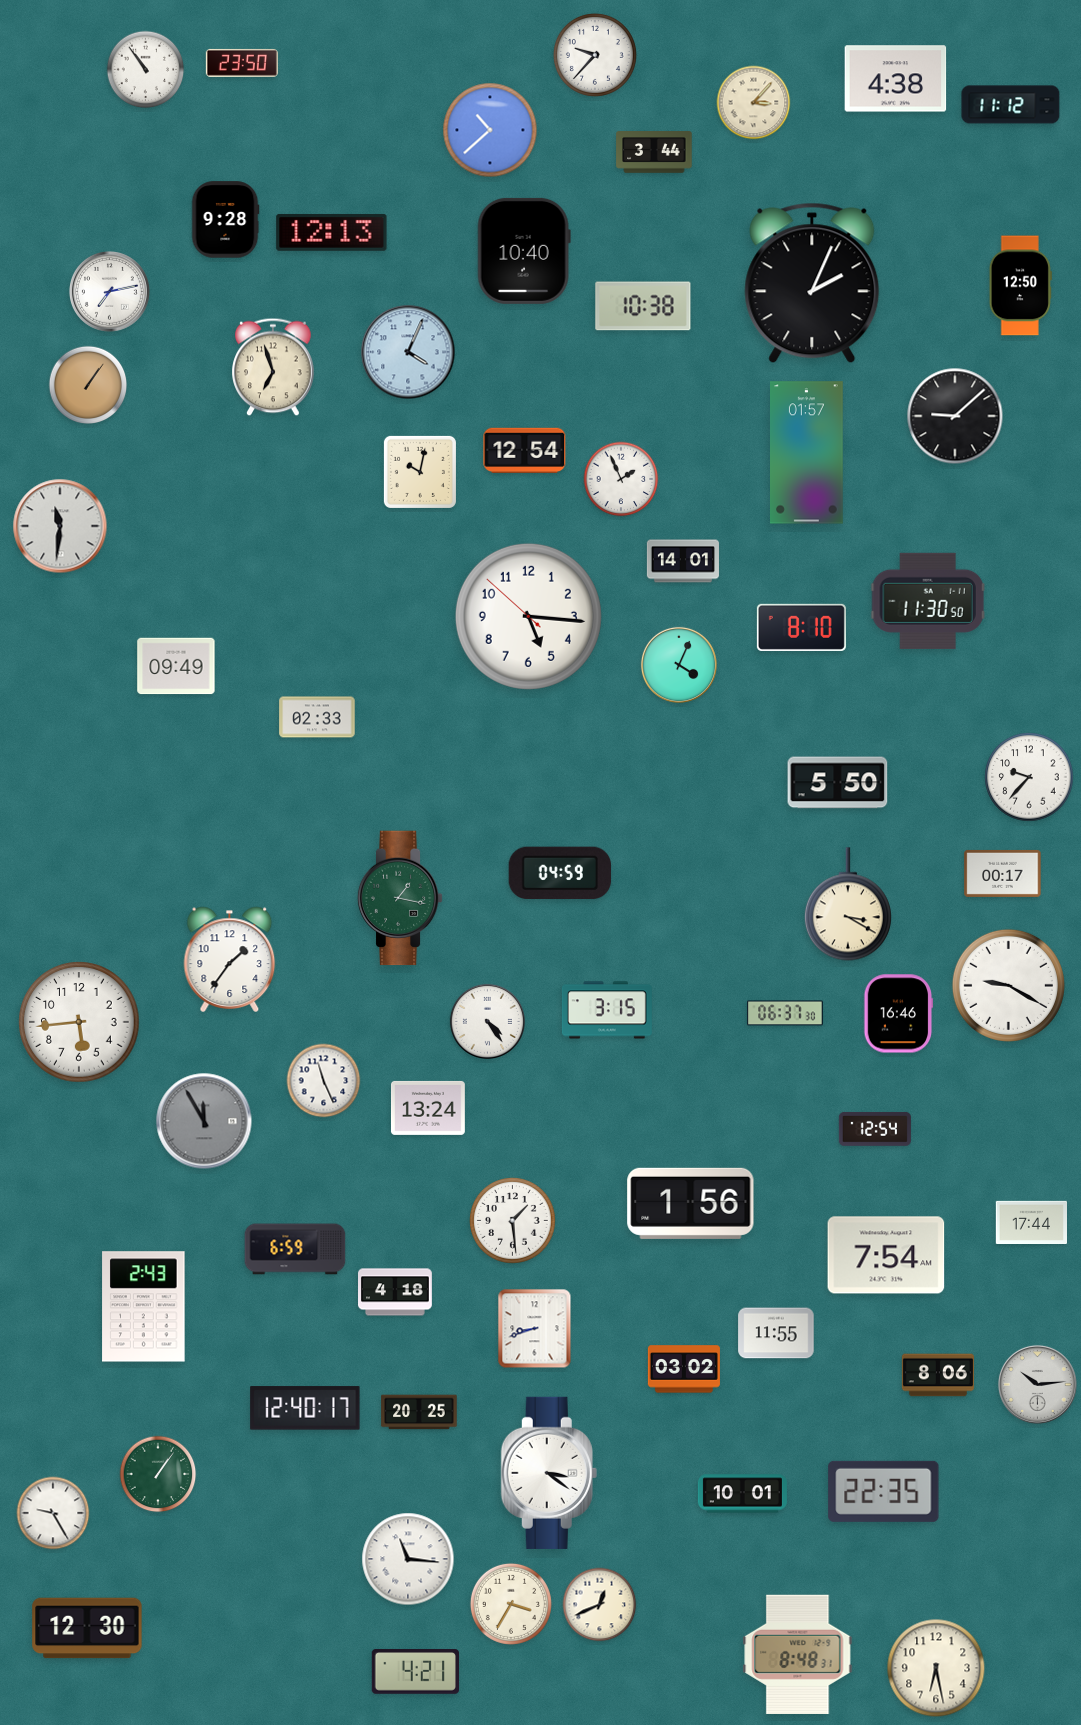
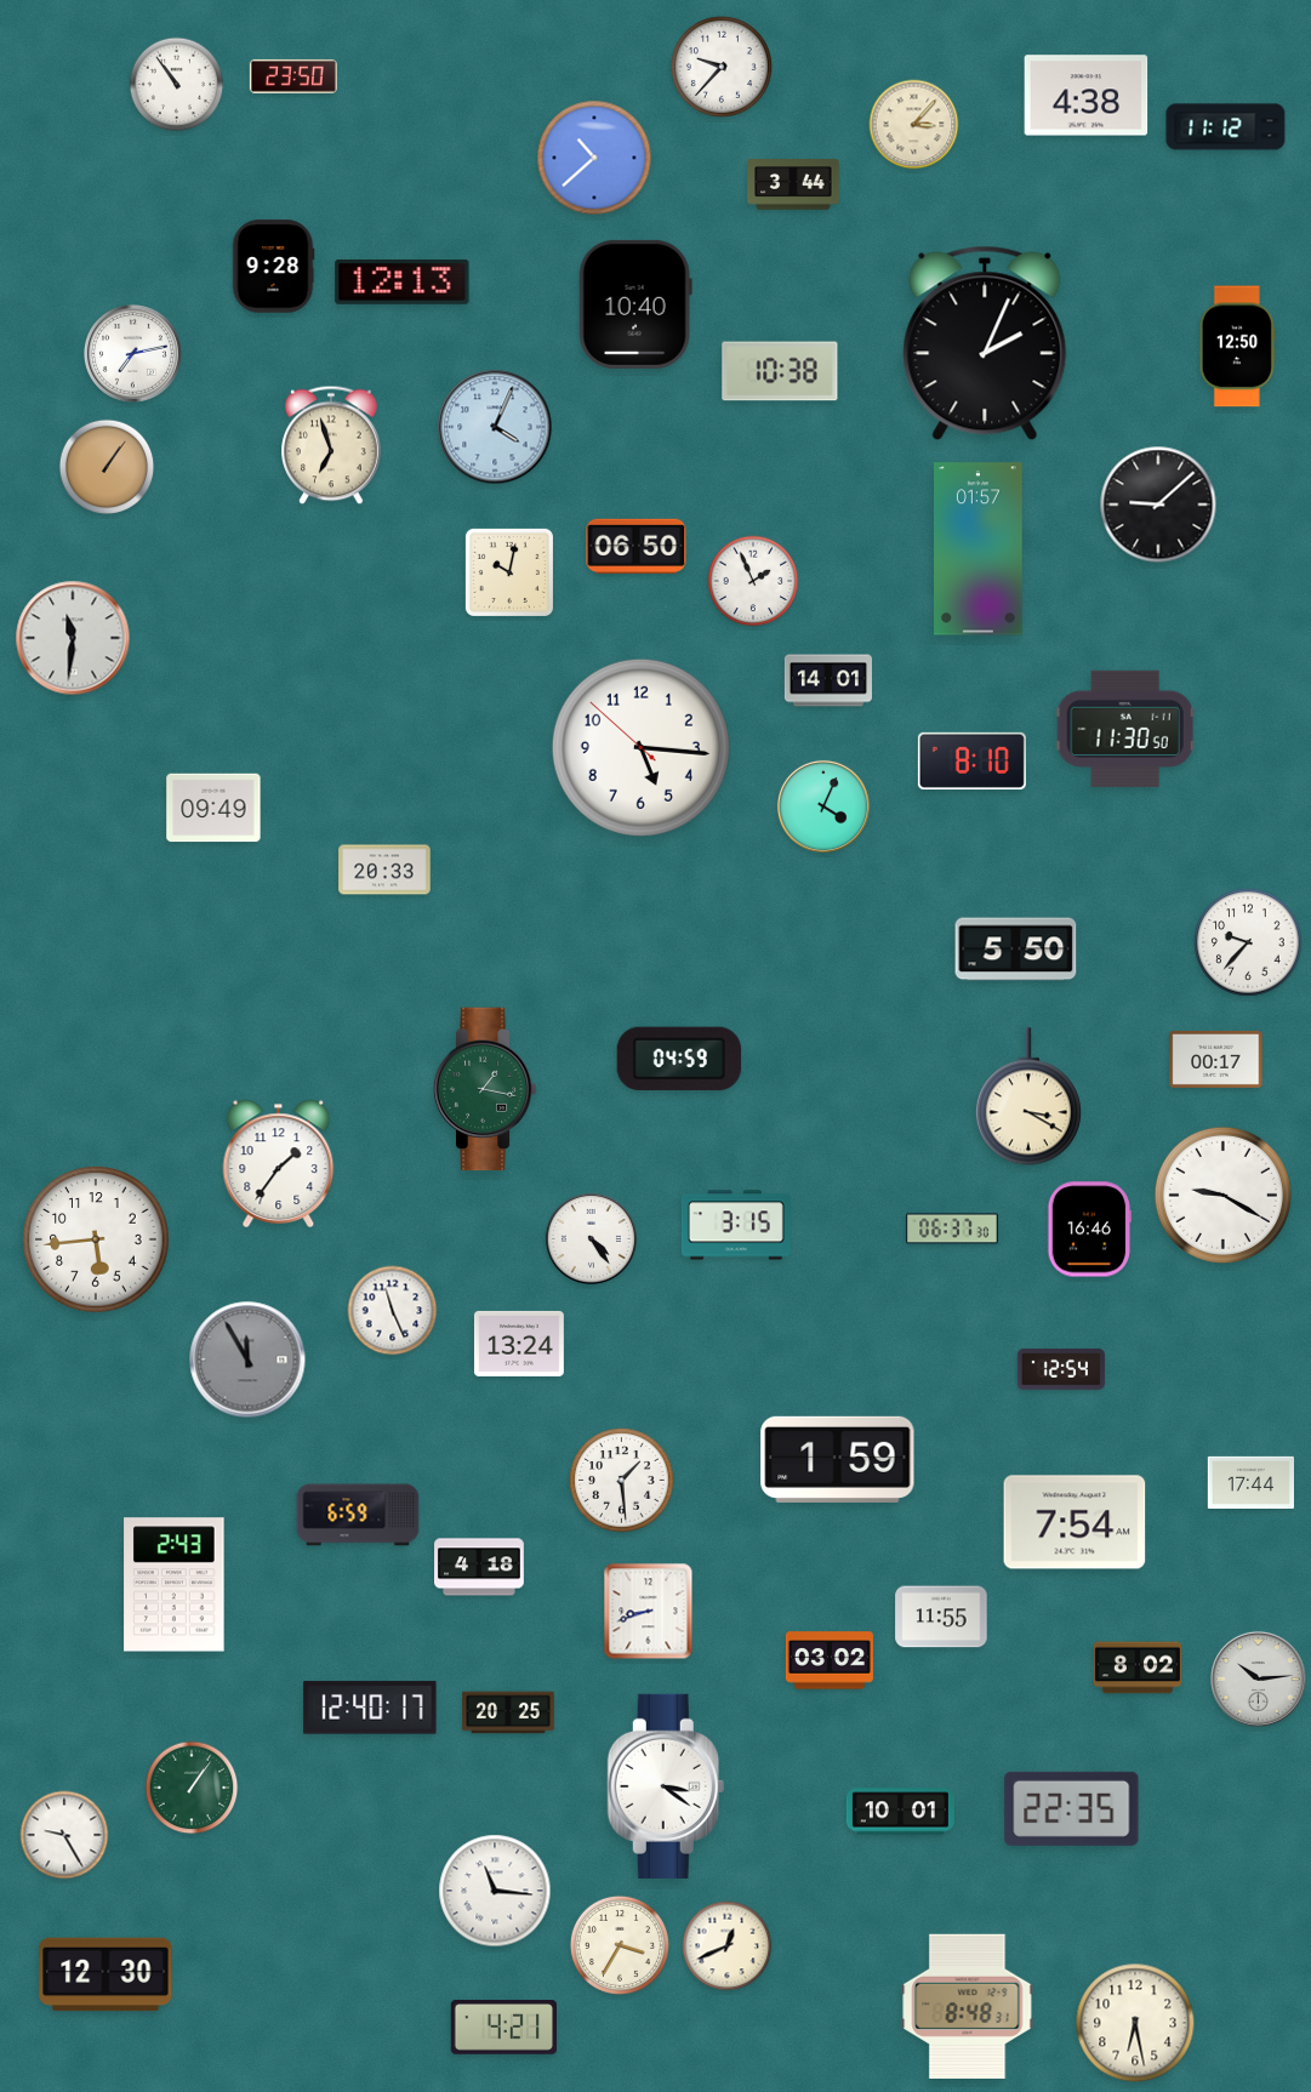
clock at (525, 450): 12:54 -> 06:50
clock at (317, 717): 02:33 -> 20:33
clock at (691, 1203): 1:56 -> 1:59
clock at (938, 1375): 8:06 -> 8:02
